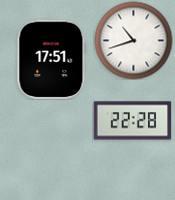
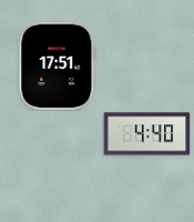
clock at (133, 40): 10:42 -> none
clock at (132, 121): 22:28 -> 4:40
